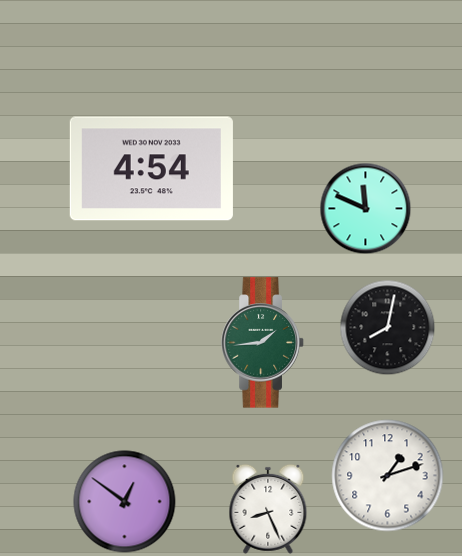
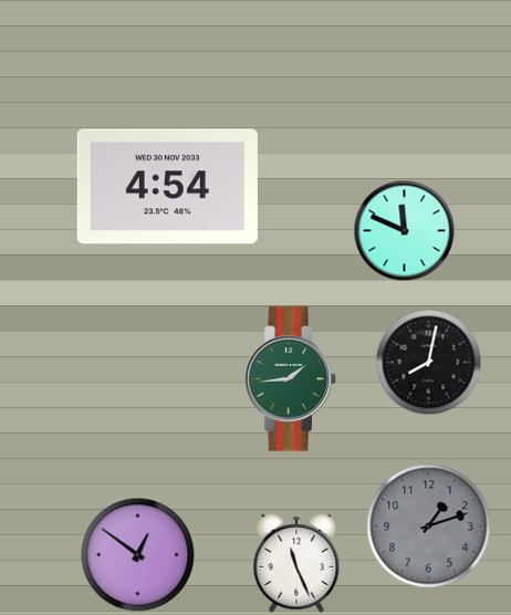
clock at (388, 476) dial: white -> grey
clock at (268, 509): 8:26 -> 11:26
